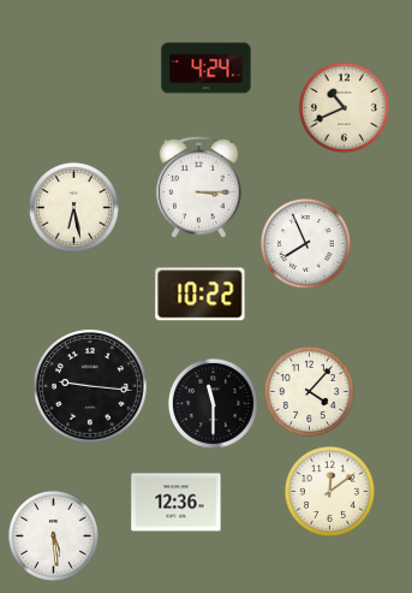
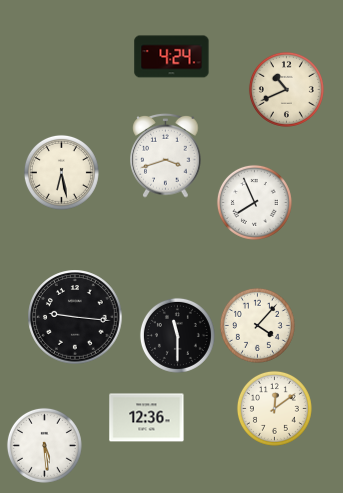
clock at (199, 188): 3:15 -> 3:42
clock at (201, 295): 10:22 -> none
clock at (90, 386) position: (90, 386) -> (75, 317)
